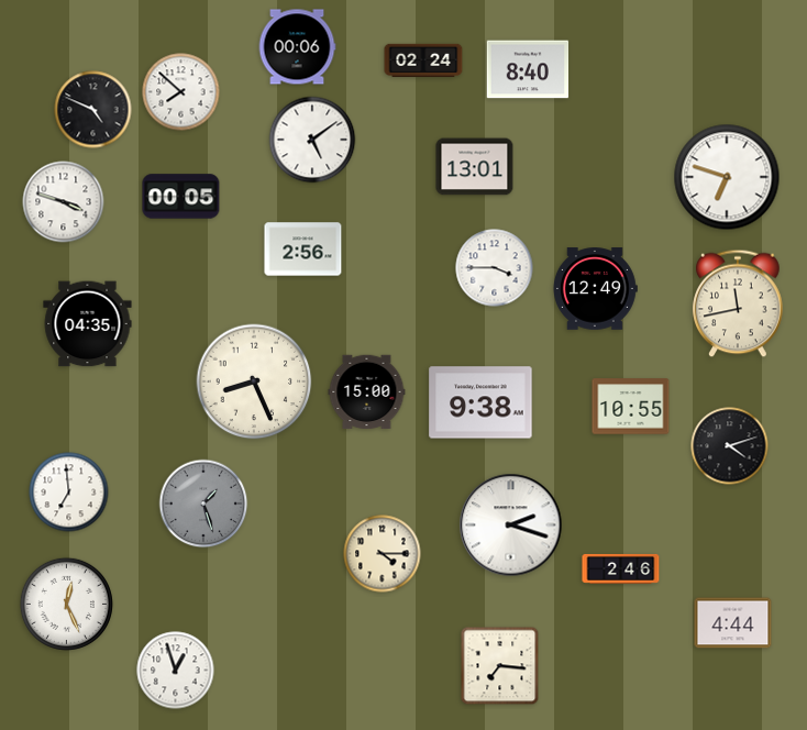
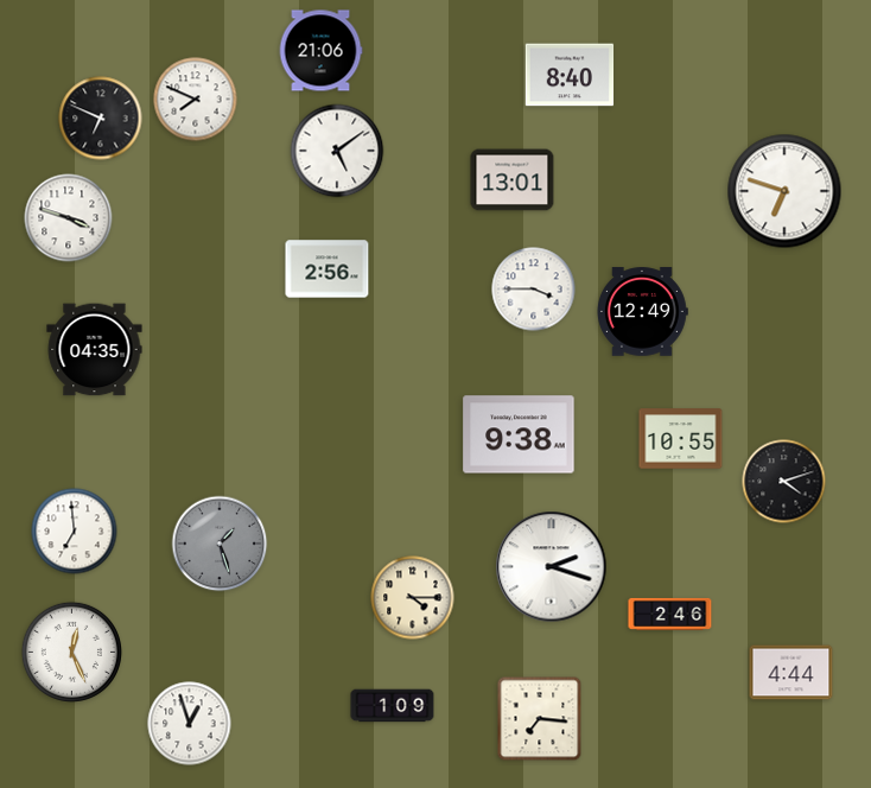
clock at (297, 47): 00:06 -> 21:06
clock at (423, 59): 02:24 -> none
clock at (181, 92): 7:52 -> 7:49
clock at (93, 110): 4:49 -> 6:49
clock at (181, 197): 00:05 -> none
clock at (738, 303): 11:43 -> none
clock at (254, 381): 8:26 -> none
clock at (367, 392): 15:00 -> none
clock at (730, 446) position: (730, 446) -> (784, 482)
clock at (393, 706): none -> 1:09
